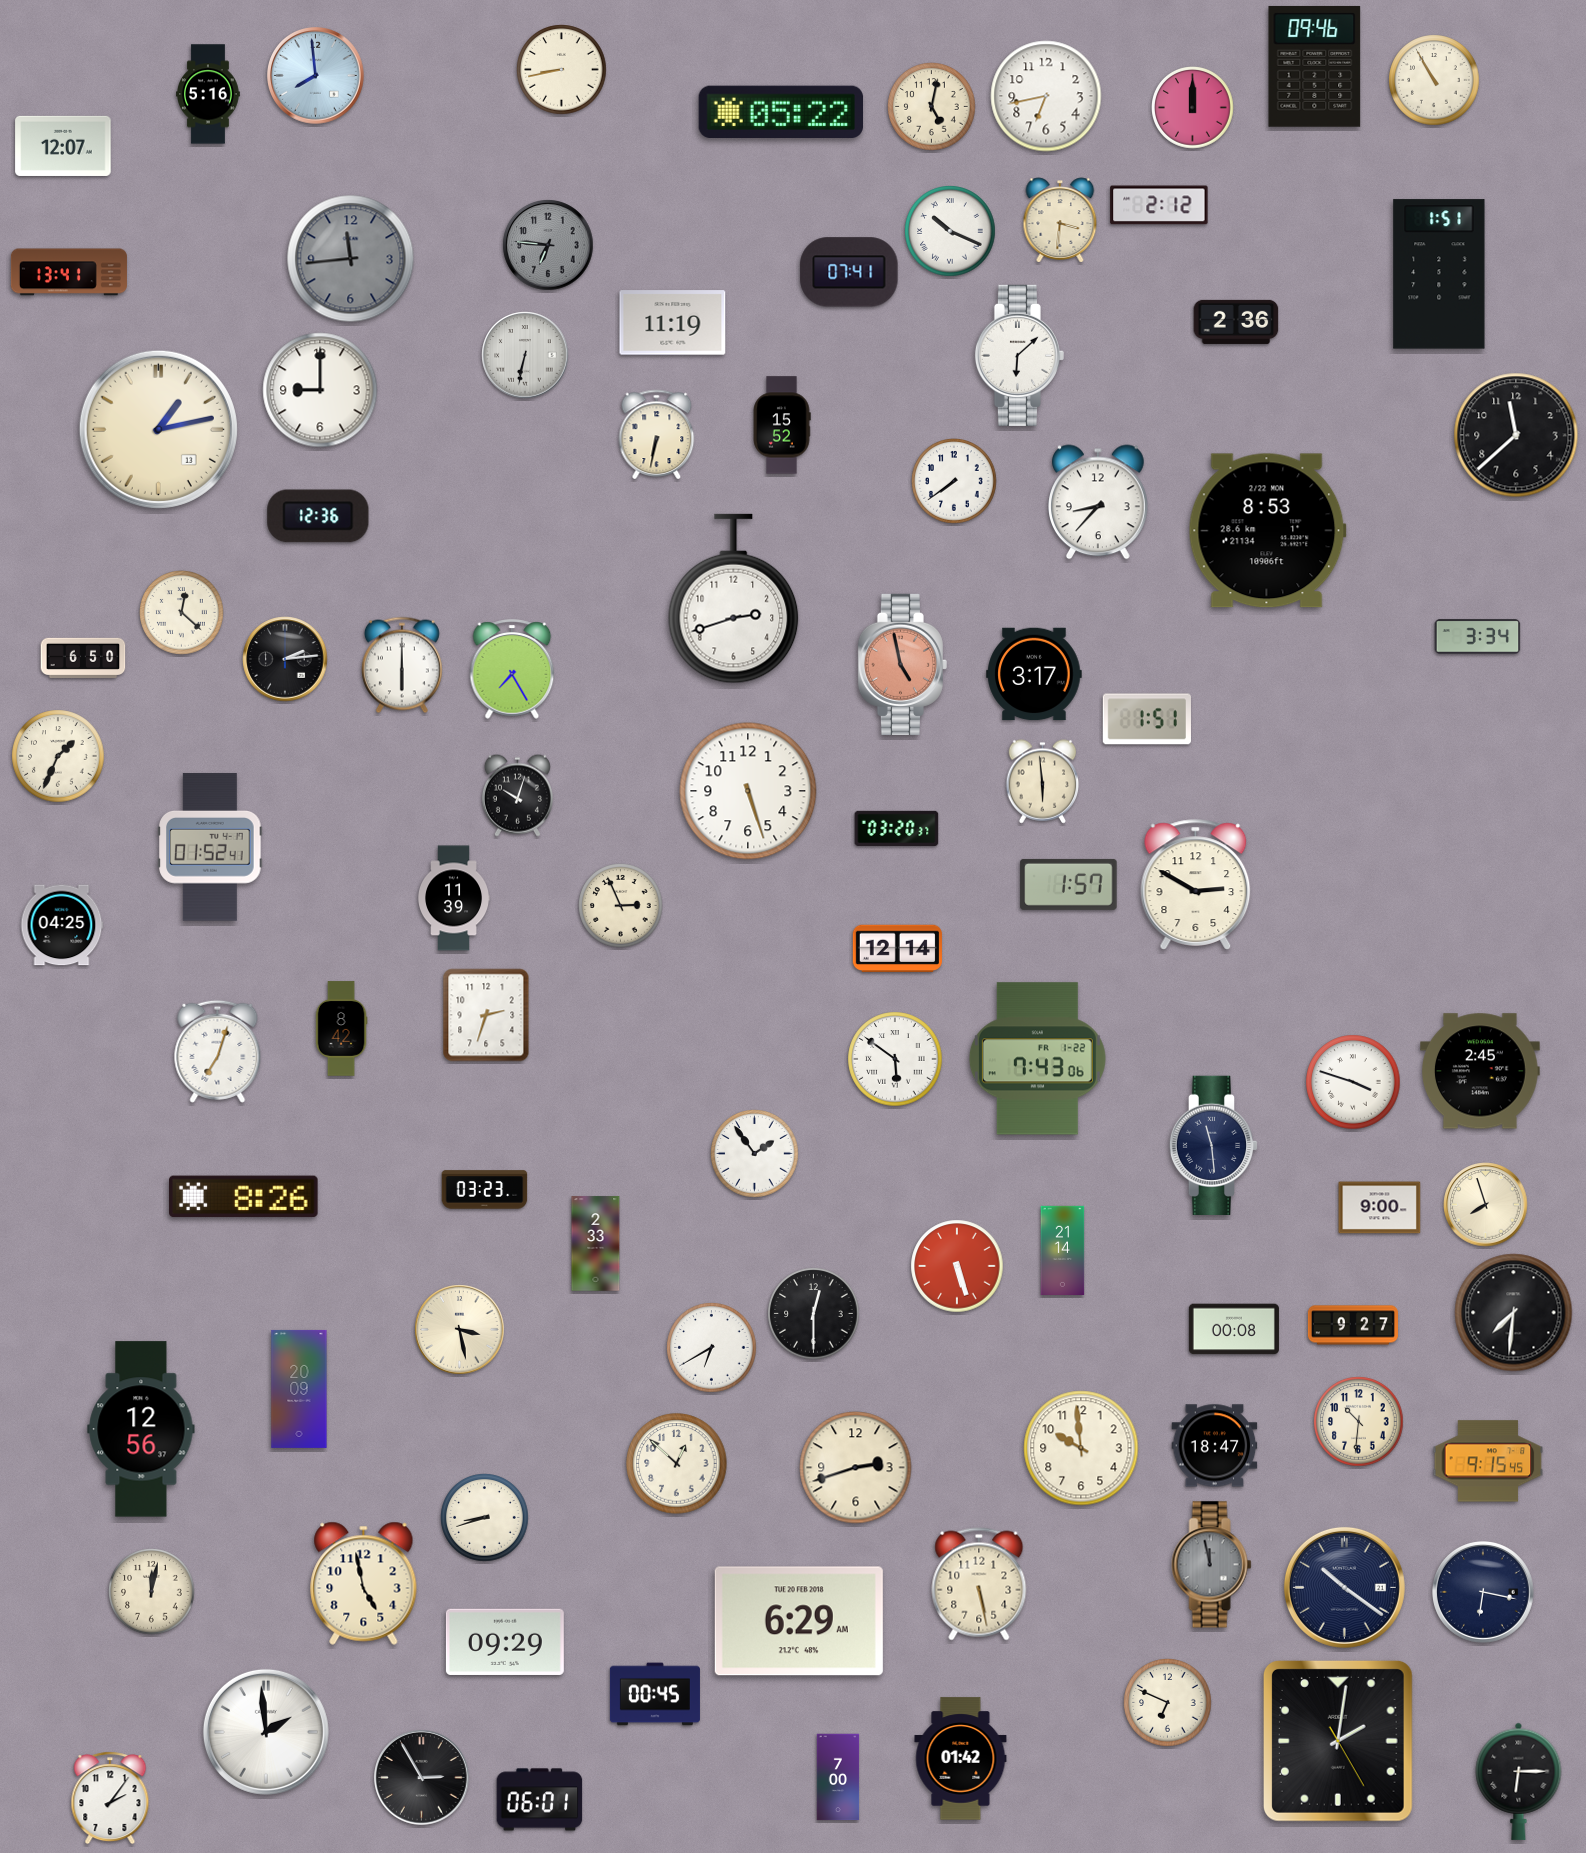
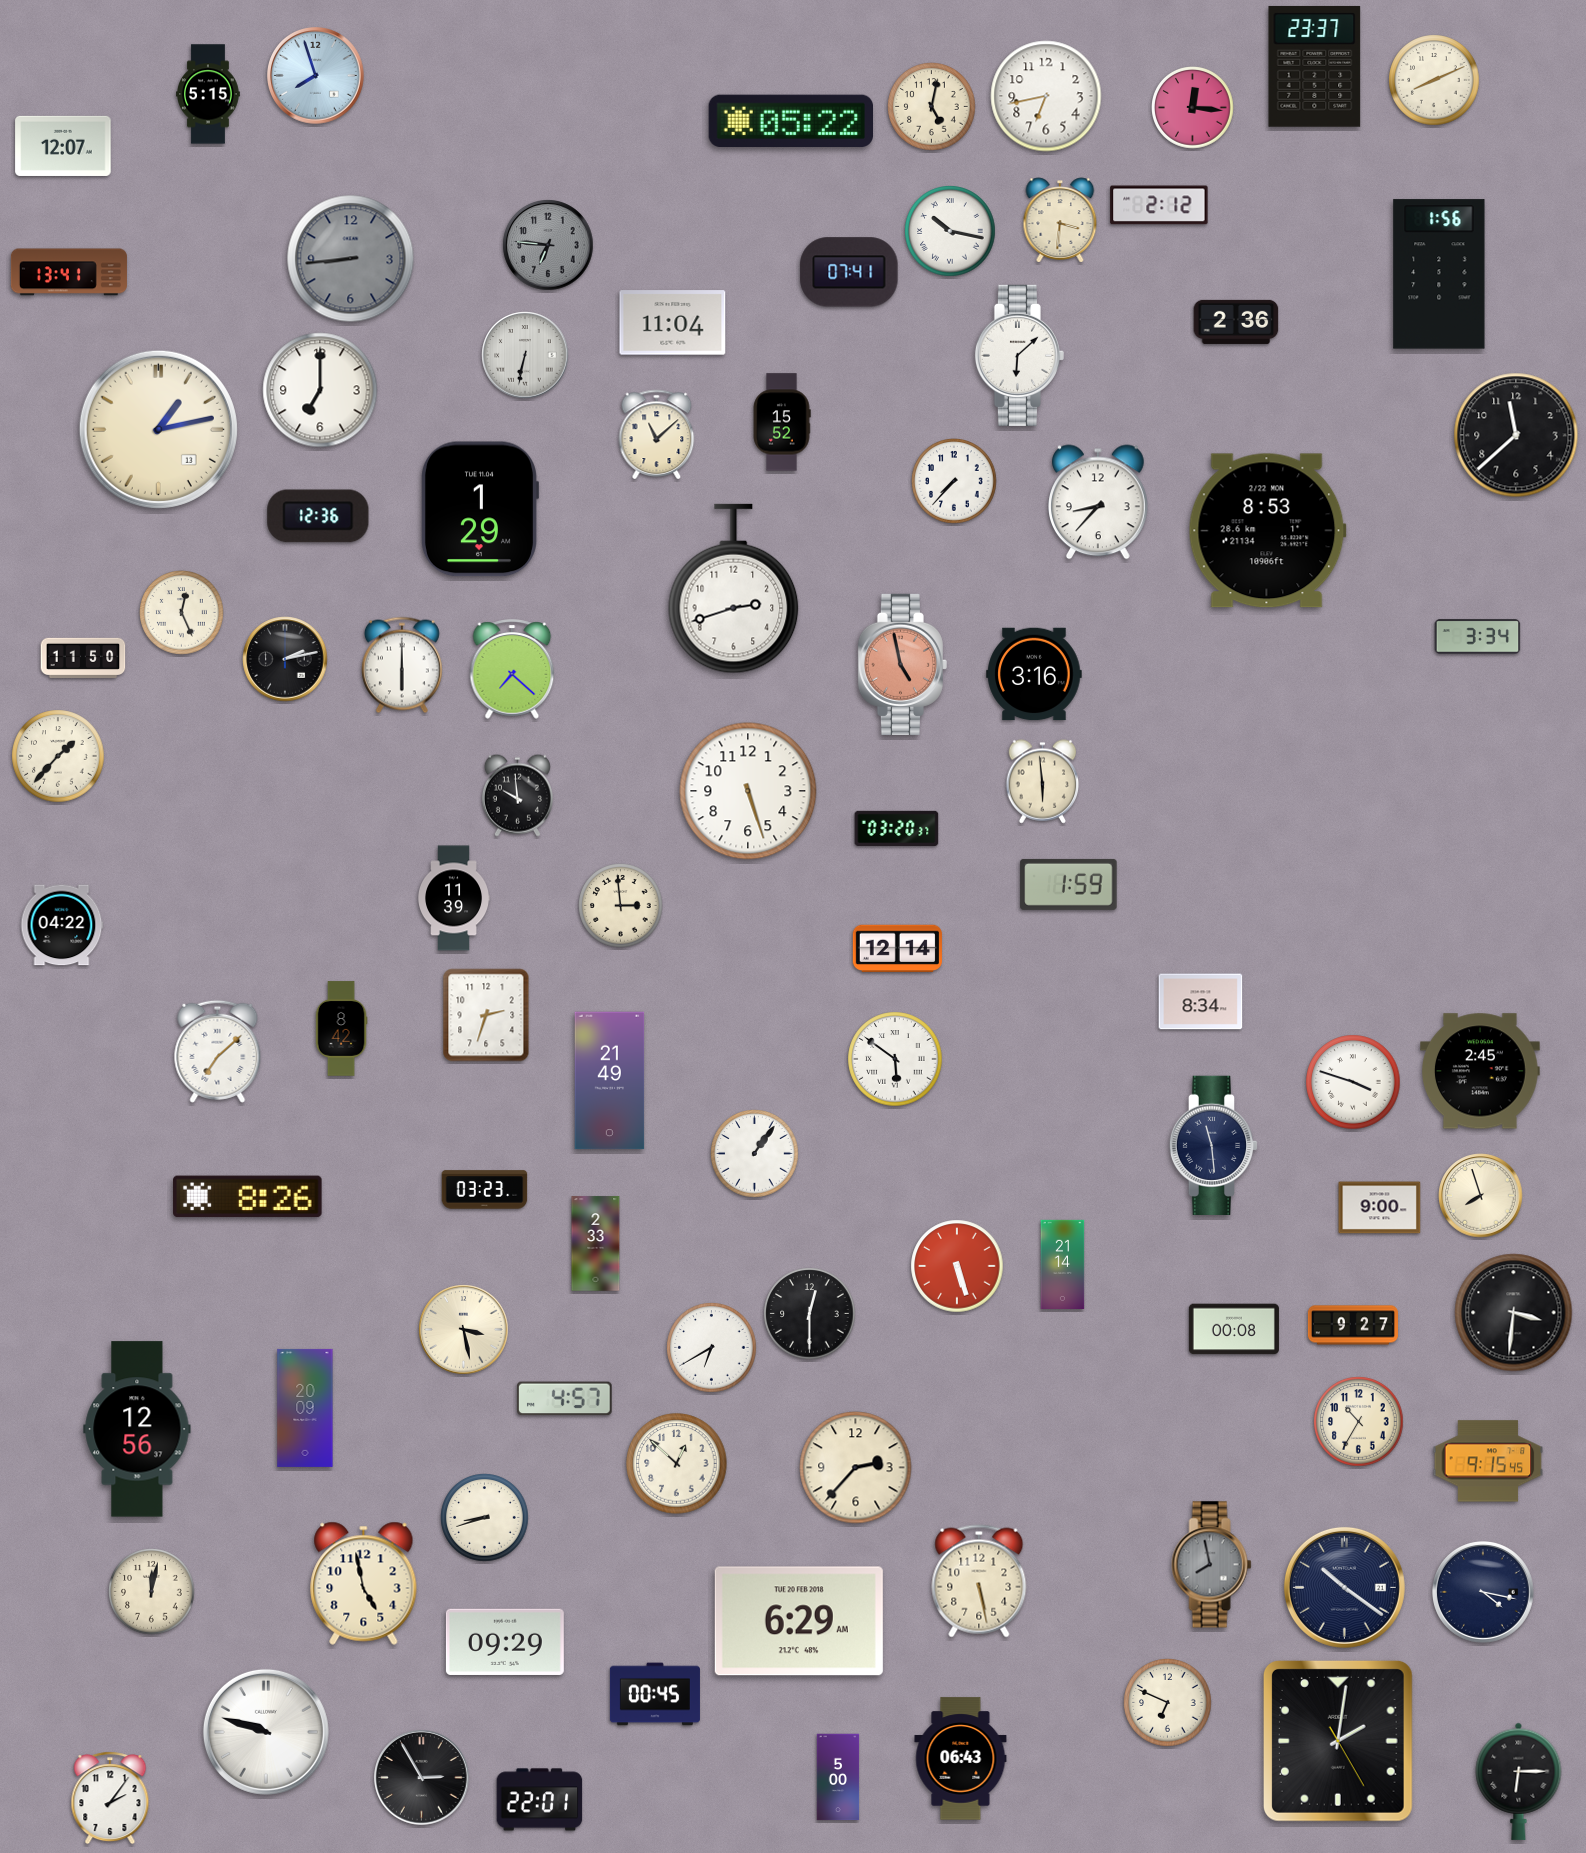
clock at (1315, 66): 09:46 -> 23:37
clock at (562, 70): 8:43 -> none
clock at (316, 76): 7:59 -> 7:57
clock at (1434, 80): 10:55 -> 8:11
clock at (209, 94): 5:16 -> 5:15
clock at (1193, 108): 12:00 -> 12:16
clock at (780, 112) position: (780, 112) -> (790, 121)
clock at (950, 231): 10:19 -> 10:17
clock at (351, 259): 11:44 -> 8:44
clock at (1439, 274): 1:51 -> 1:56
clock at (673, 323): 11:19 -> 11:04
clock at (320, 390): 9:00 -> 7:00
clock at (782, 425) position: (782, 425) -> (782, 422)
clock at (657, 434): 6:32 -> 11:08
clock at (954, 481): 7:39 -> 7:37
clock at (479, 509): none -> 1:29
clock at (734, 599) position: (734, 599) -> (734, 589)
clock at (182, 613): 12:22 -> 12:26
clock at (83, 657): 6:50 -> 11:50
clock at (285, 659): 2:14 -> 2:13
clock at (512, 669): 7:25 -> 7:22
clock at (1034, 674): 3:17 -> 3:16
clock at (1147, 719): 1:51 -> none
clock at (58, 756): 1:34 -> 1:37
clock at (517, 795): 10:03 -> 9:59
clock at (210, 847): 01:52 -> none
clock at (1069, 884): 1:57 -> 1:59
clock at (1196, 885): 2:50 -> none
clock at (621, 906): 2:56 -> 2:59
clock at (62, 925): 04:25 -> 04:22
clock at (1201, 1002): none -> 8:34
clock at (218, 1051): 7:03 -> 7:08
clock at (1037, 1059): 7:43 -> none
clock at (610, 1081): none -> 21:49
clock at (755, 1154): 1:54 -> 1:06
clock at (244, 1197) position: (244, 1197) -> (248, 1197)
clock at (1486, 1205) position: (1486, 1205) -> (1481, 1196)
clock at (1063, 1250) position: (1063, 1250) -> (1063, 1264)
clock at (1514, 1313): 7:31 -> 3:31
clock at (814, 1314) position: (814, 1314) -> (810, 1314)
clock at (460, 1330) position: (460, 1330) -> (464, 1330)
clock at (299, 1389) position: (299, 1389) -> (305, 1408)
clock at (565, 1399): none -> 4:57
clock at (1359, 1422): 10:31 -> 10:35
clock at (141, 1429) position: (141, 1429) -> (137, 1429)
clock at (1215, 1446): 18:47 -> none
clock at (1081, 1448): 9:59 -> none
clock at (856, 1468): 2:42 -> 2:37
clock at (1212, 1565): 11:58 -> 7:58
clock at (979, 1584) position: (979, 1584) -> (979, 1581)
clock at (1484, 1593): 6:17 -> 4:17
clock at (266, 1732): 1:59 -> 9:48
clock at (961, 1759): 01:42 -> 06:43
clock at (838, 1777): 7:00 -> 5:00
clock at (540, 1800): 06:01 -> 22:01
